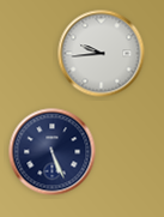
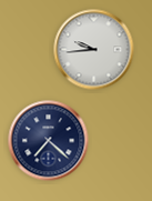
clock at (53, 152): 5:26 -> 7:22
